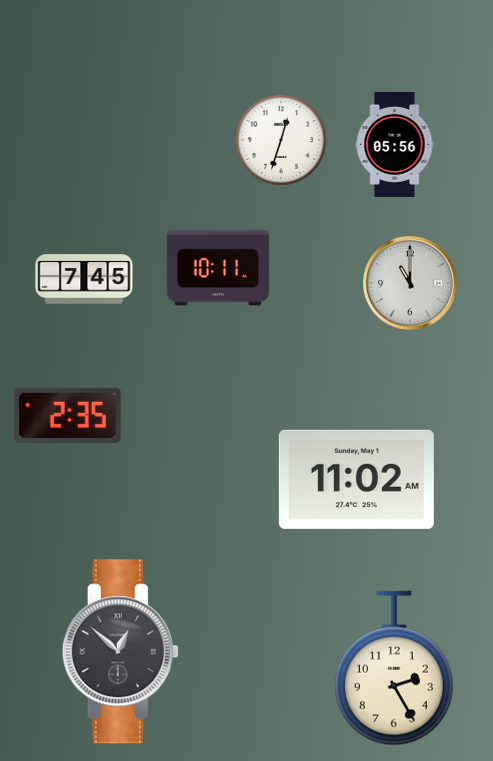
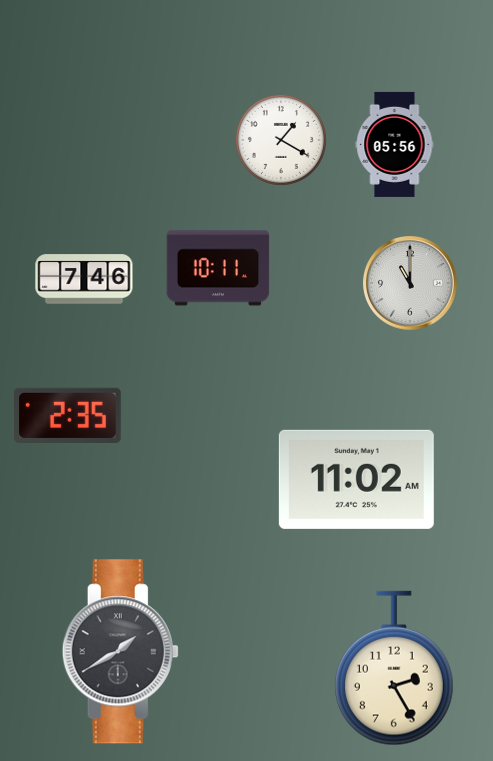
clock at (281, 140): 12:33 -> 1:20
clock at (84, 279): 7:45 -> 7:46
clock at (120, 652): 12:52 -> 1:40
